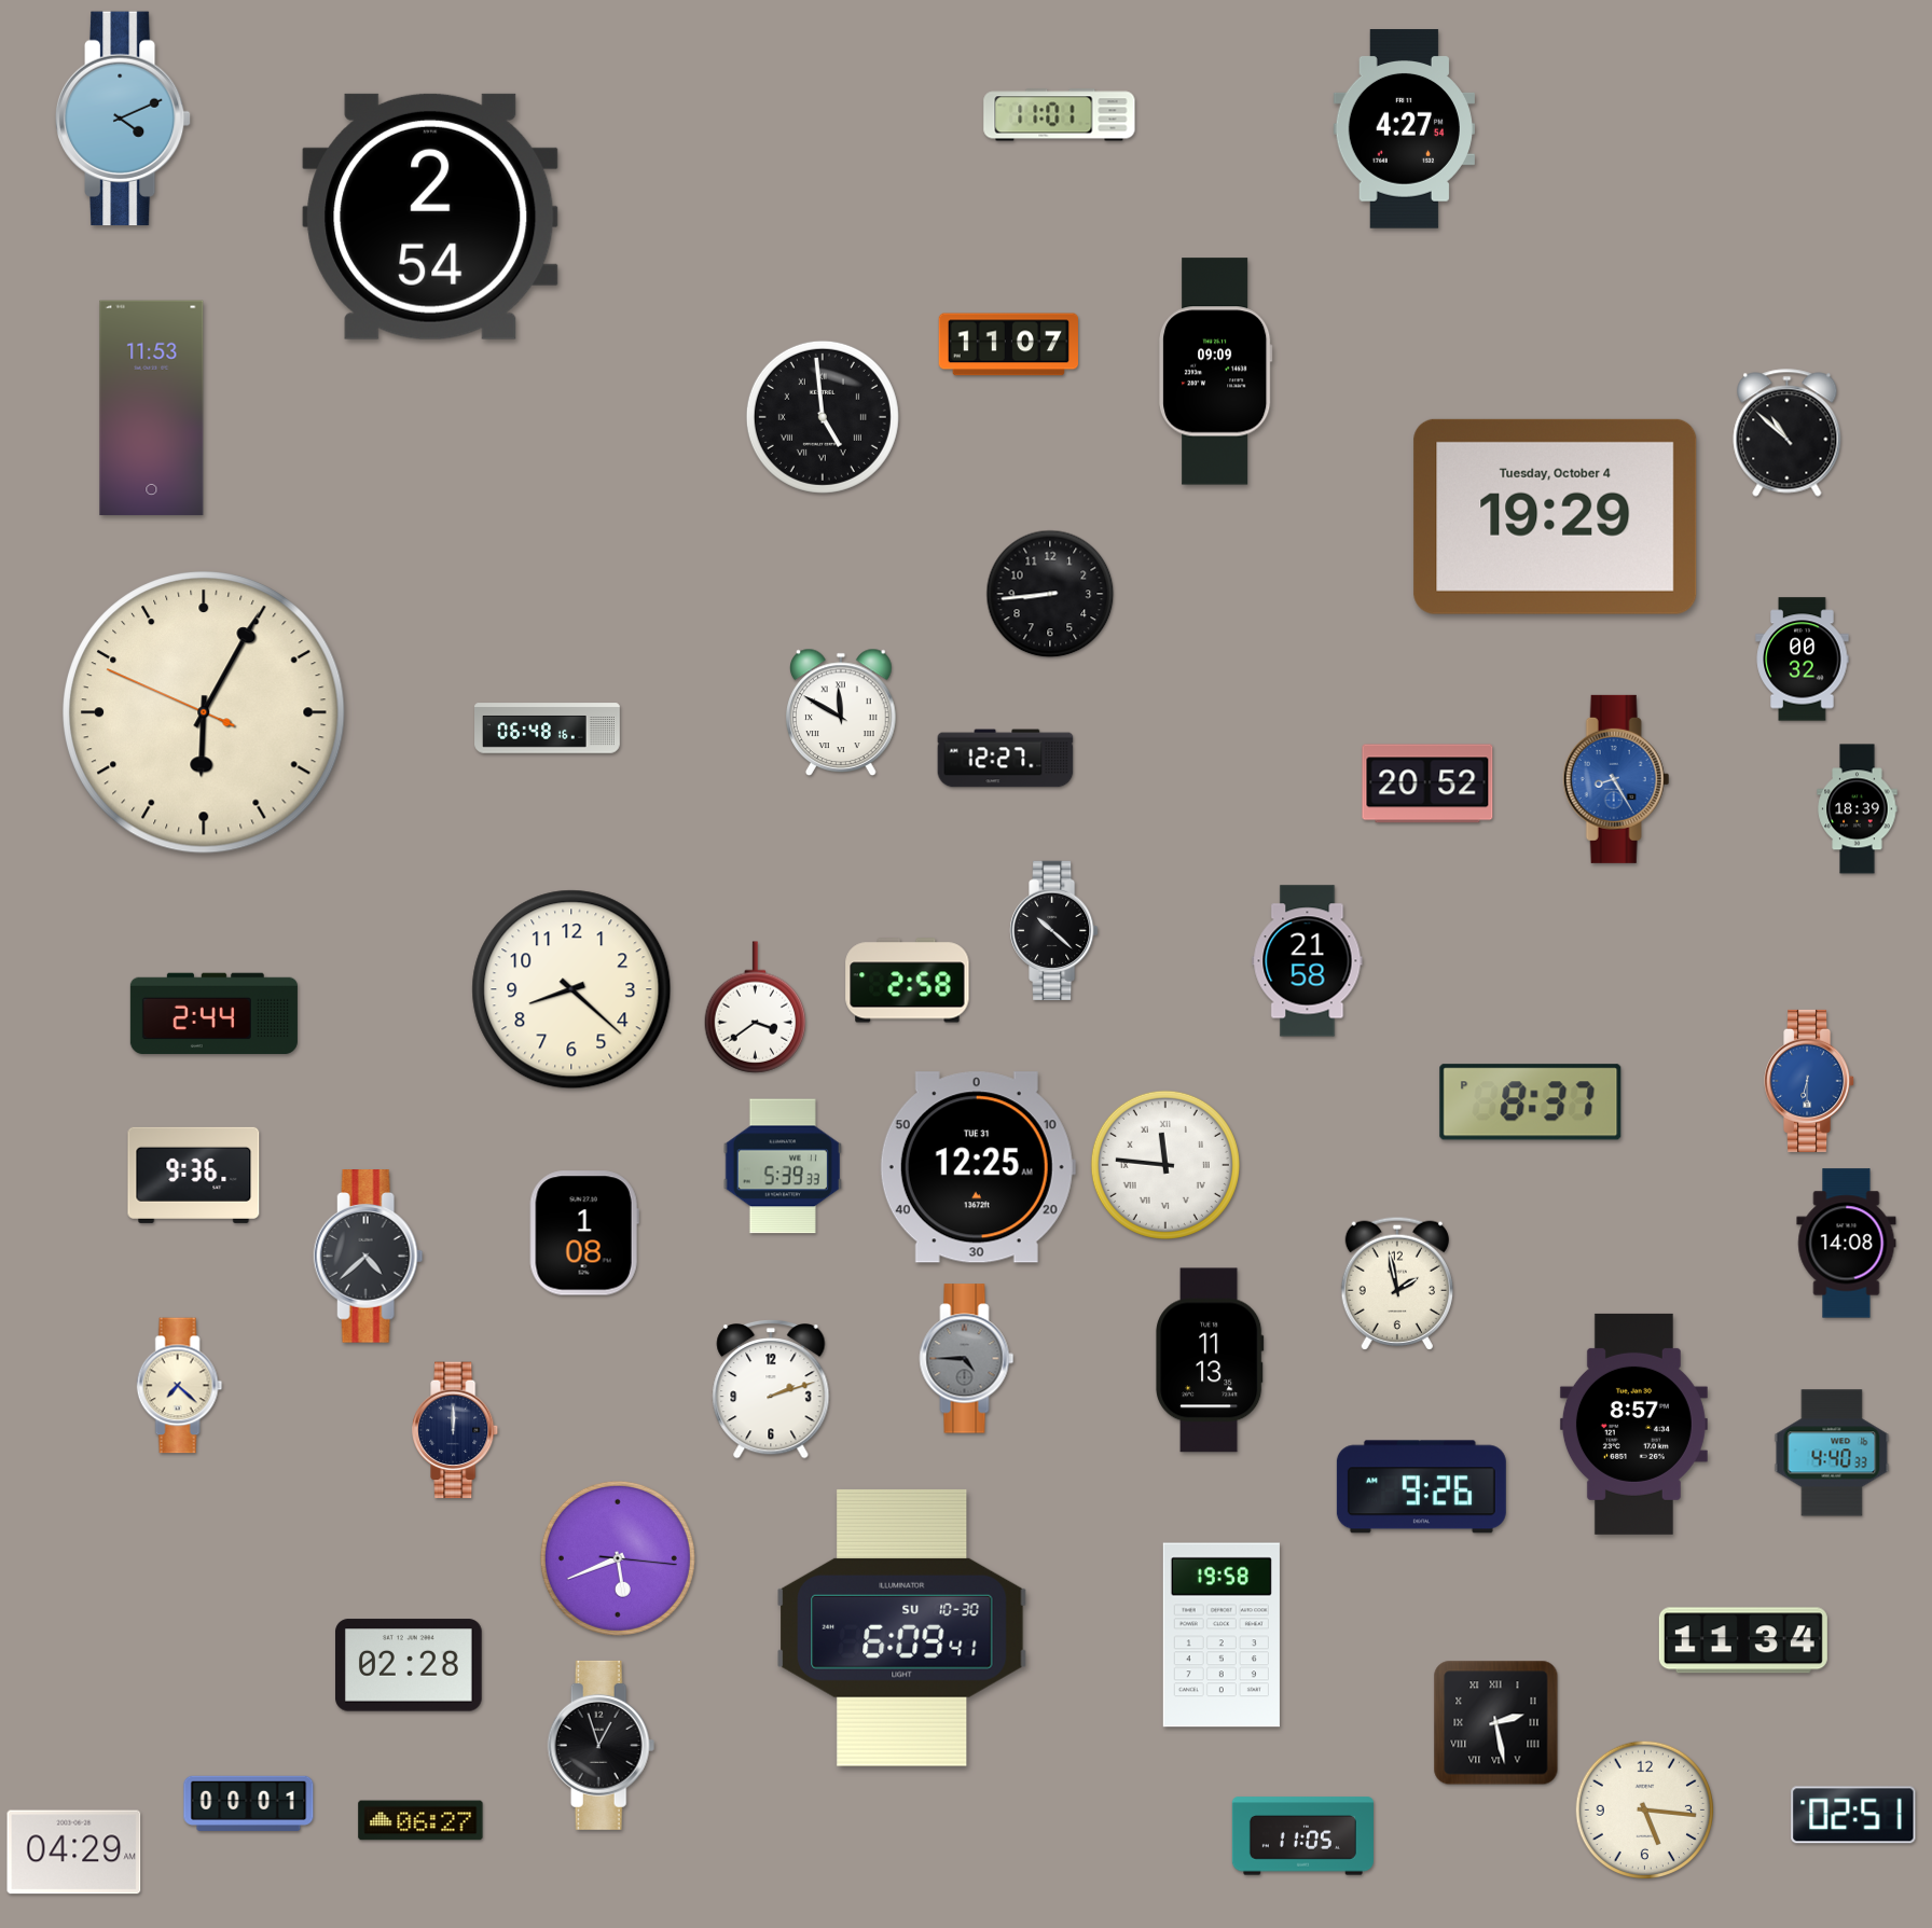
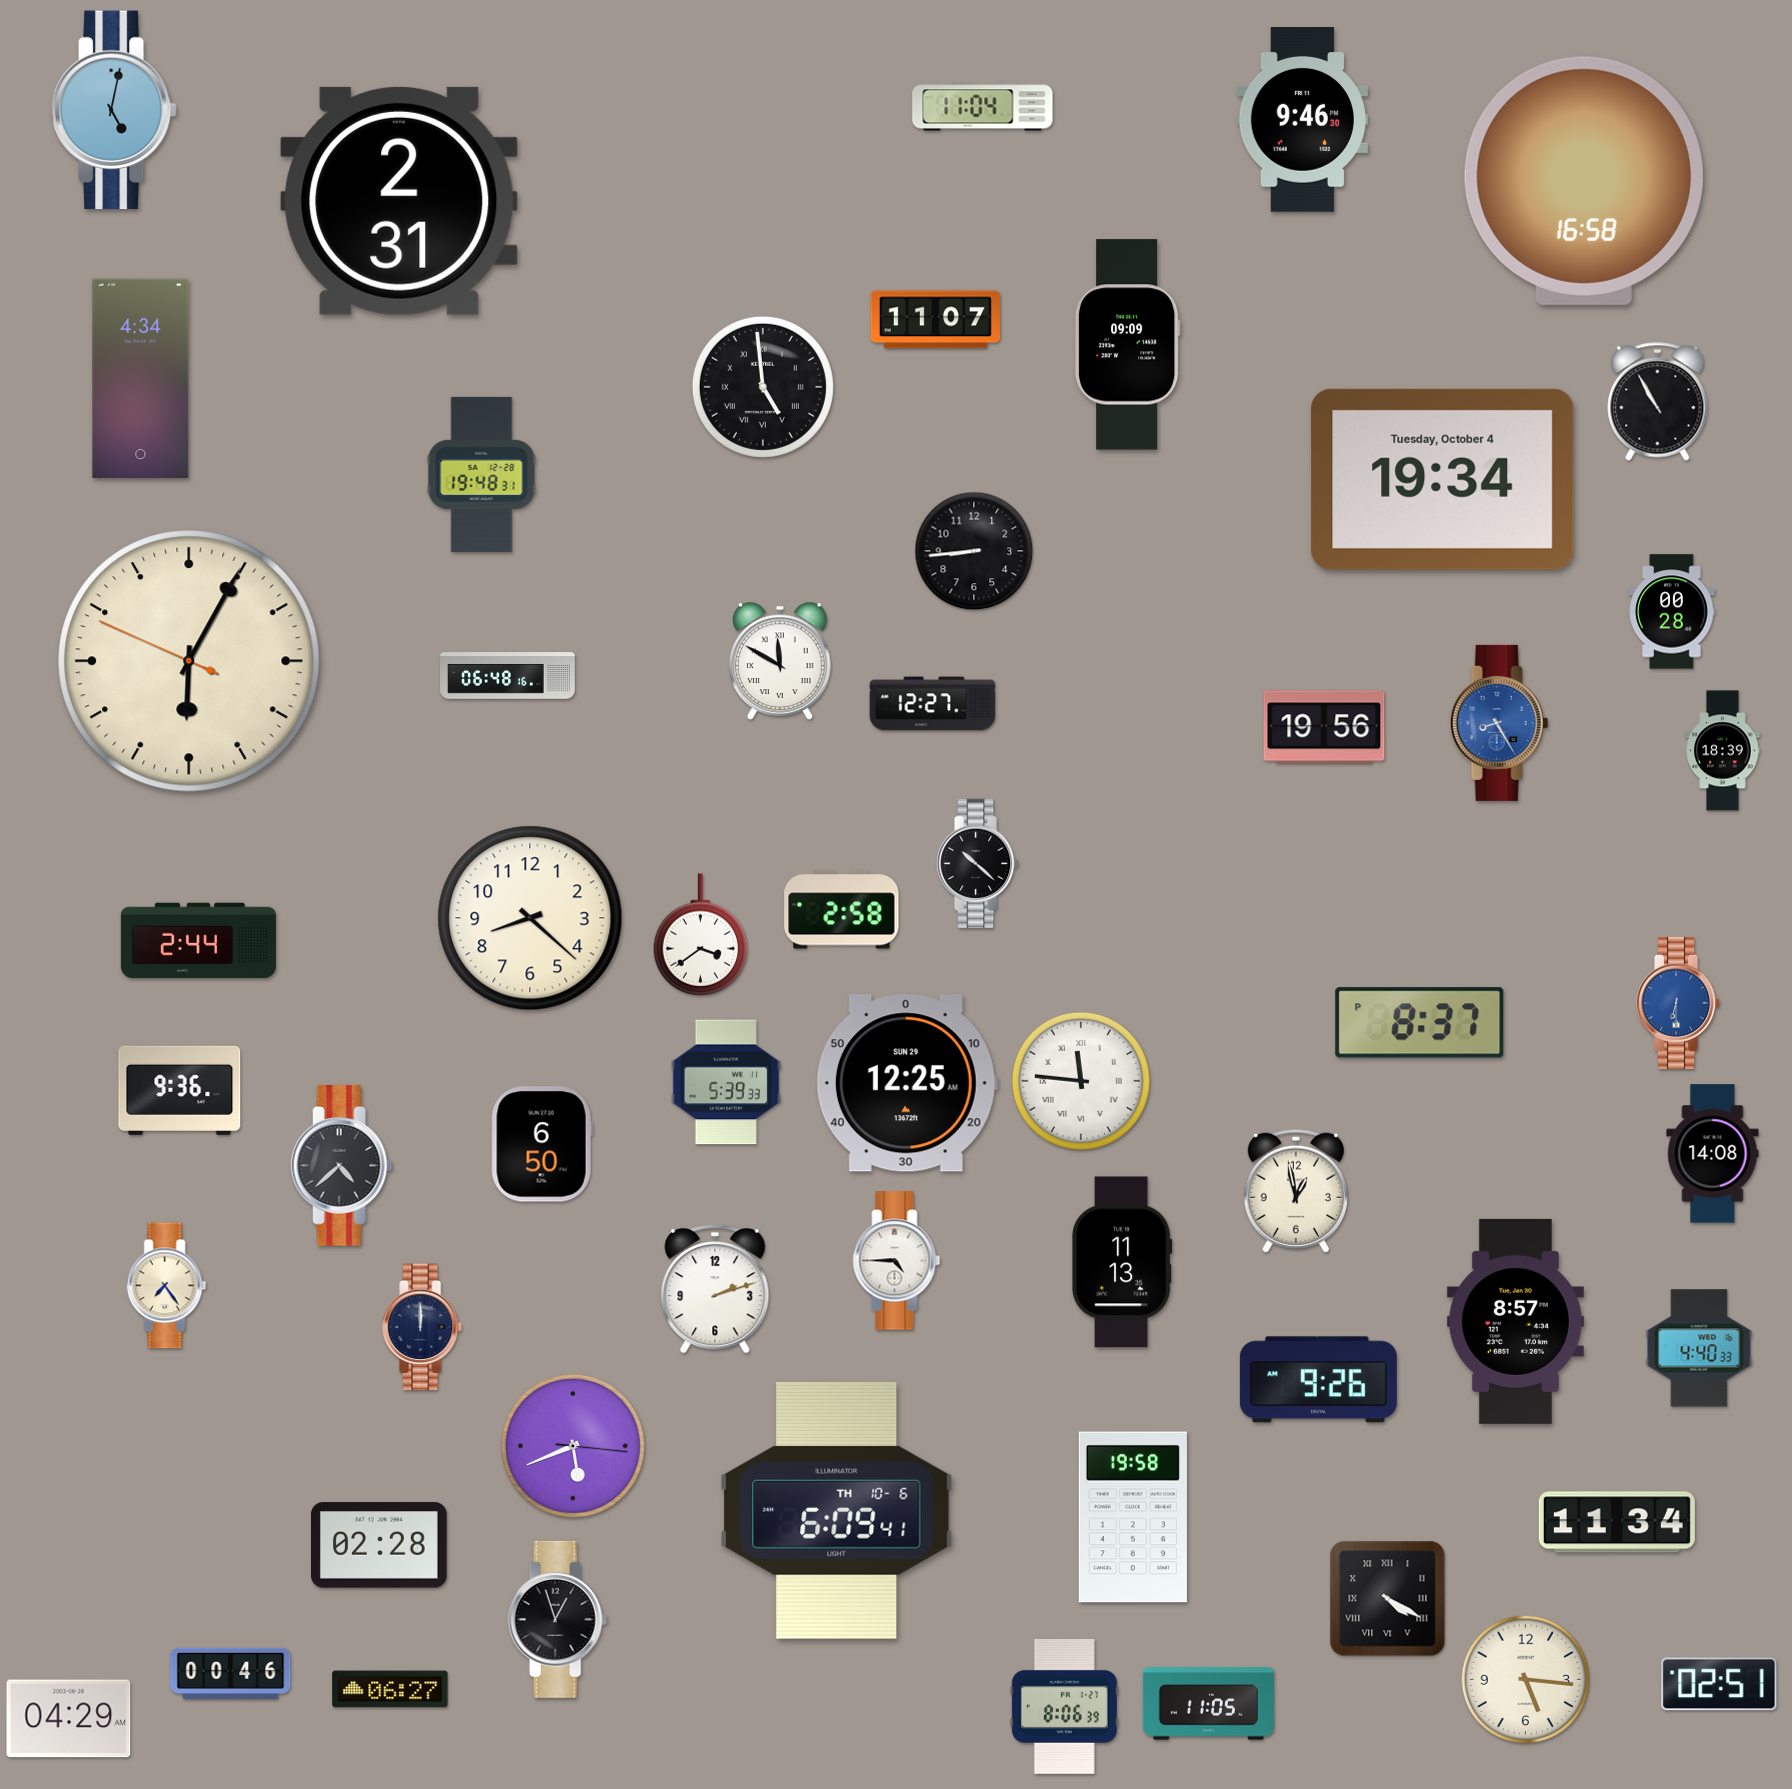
clock at (1060, 115): 11:01 -> 11:04
clock at (123, 119): 4:11 -> 5:02
clock at (1404, 129): 4:27 -> 9:46
clock at (1584, 181): none -> 16:58
clock at (430, 217): 2:54 -> 2:31
clock at (152, 408): 11:53 -> 4:34
clock at (1788, 433): 10:52 -> 10:55
clock at (482, 474): none -> 19:48
clock at (1556, 516): 19:29 -> 19:34
clock at (1803, 660): 00:32 -> 00:28
clock at (1427, 783): 20:52 -> 19:56
clock at (1308, 961): 21:58 -> none
clock at (978, 1167) date: TUE 31 -> SUN 29
clock at (584, 1233): 1:08 -> 6:50
clock at (1397, 1284): 1:58 -> 12:58
clock at (967, 1359) dial: grey -> white
clock at (180, 1386): 7:22 -> 7:24
clock at (902, 1627) date: SU 10-30 -> TH 10-6
clock at (1496, 1723): 2:28 -> 4:20
clock at (249, 1803): 00:01 -> 00:46
clock at (1064, 1707): none -> 8:06
